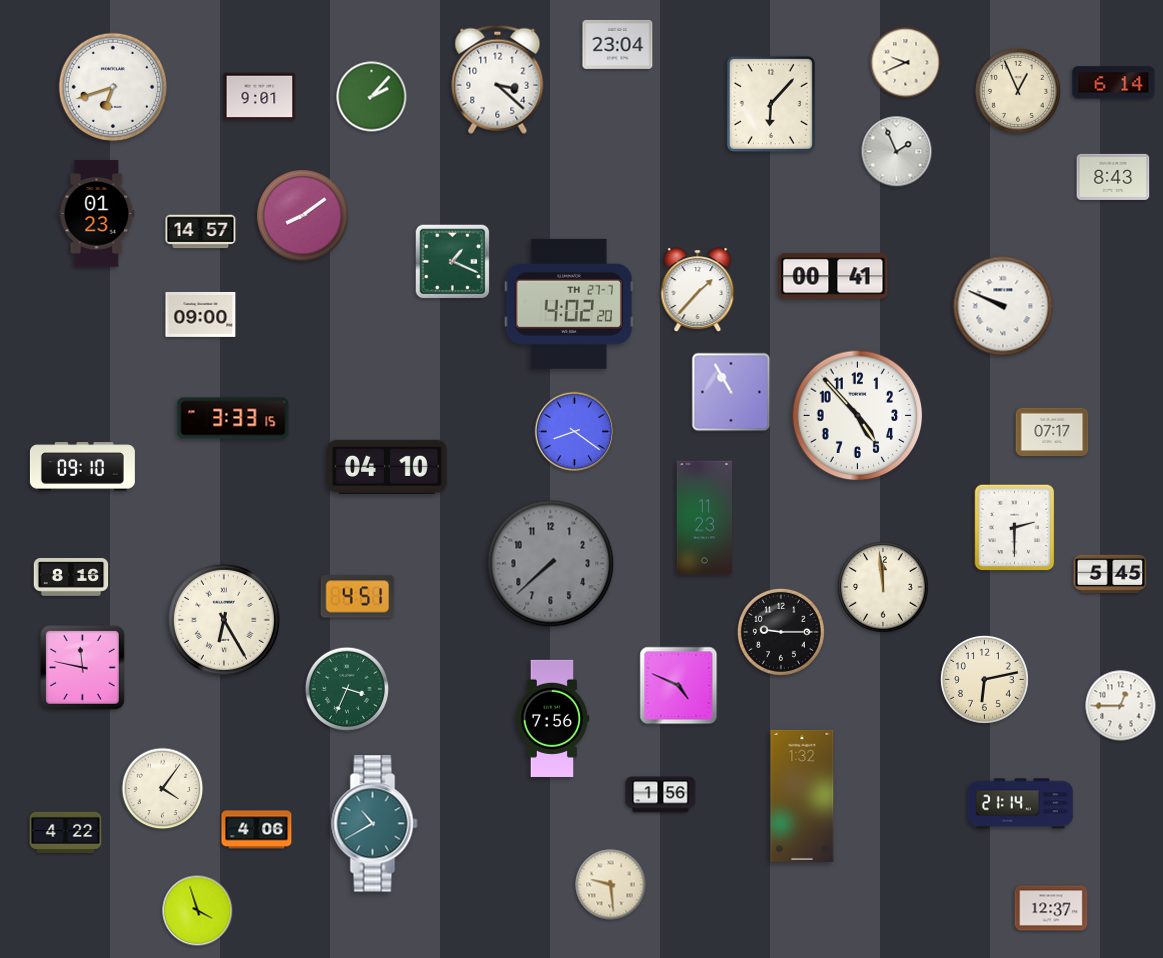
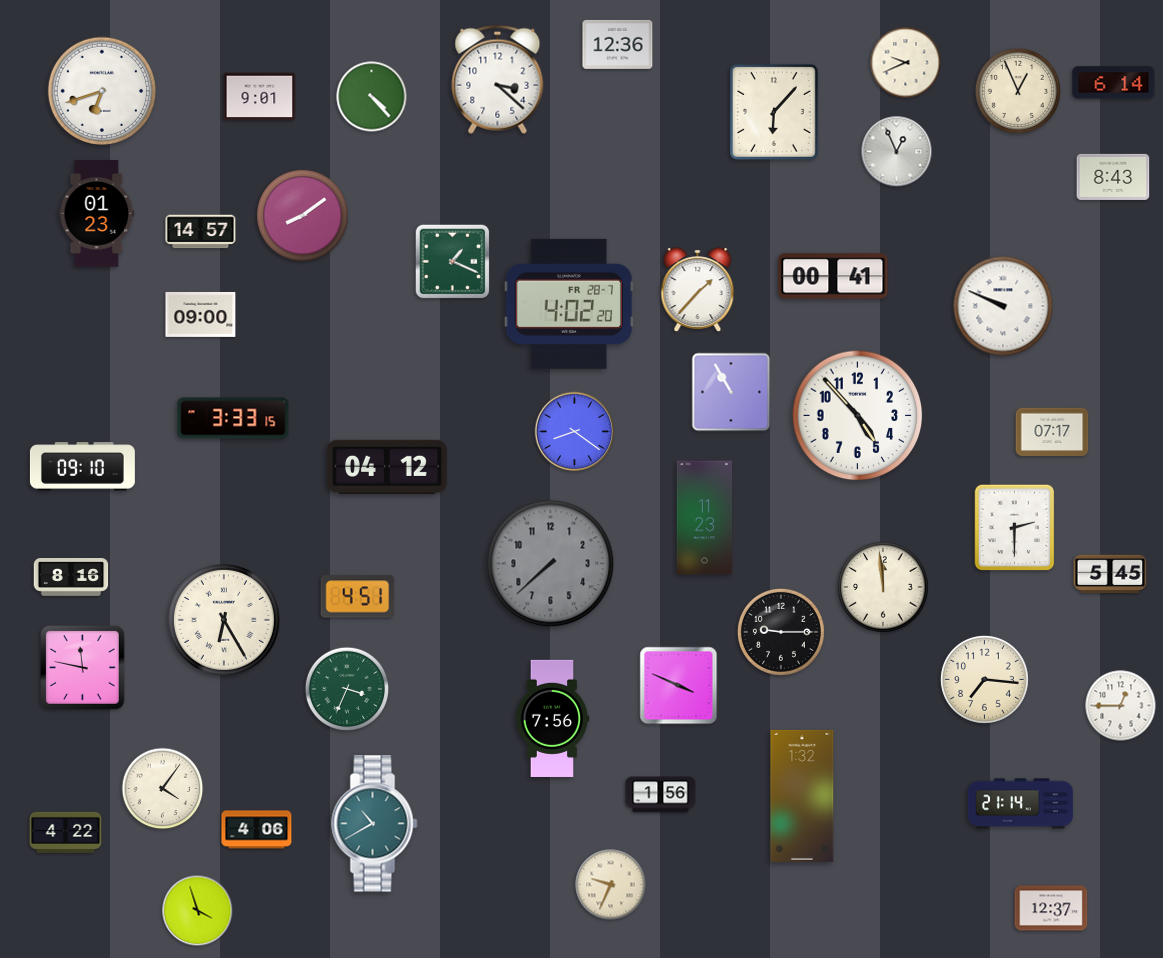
clock at (618, 44): 23:04 -> 12:36
clock at (112, 86) position: (112, 86) -> (101, 90)
clock at (372, 97): 2:07 -> 4:23
clock at (771, 104) position: (771, 104) -> (774, 112)
clock at (897, 152): 1:56 -> 12:56
clock at (569, 304) date: TH 27-7 -> FR 28-7
clock at (388, 467): 04:10 -> 04:12
clock at (984, 679): 6:13 -> 7:16
clock at (679, 686): 4:49 -> 3:49
clock at (611, 885): 9:29 -> 9:34
